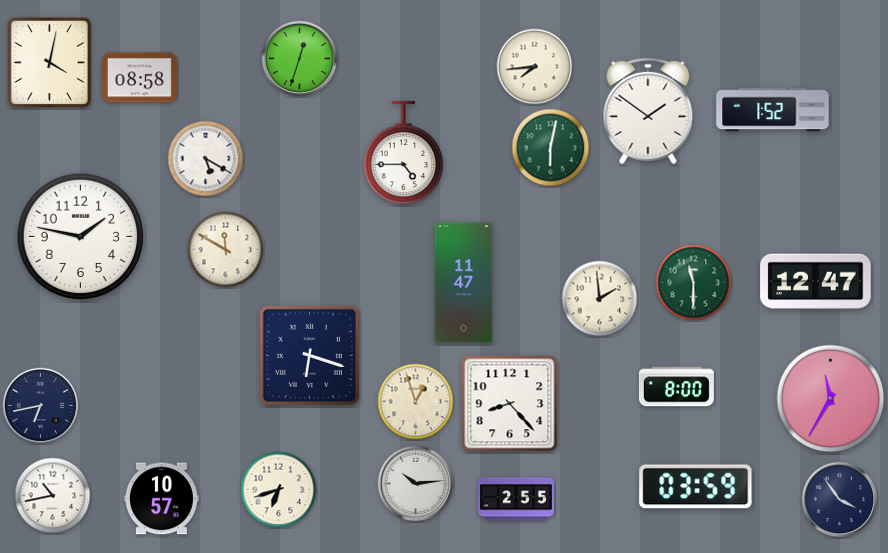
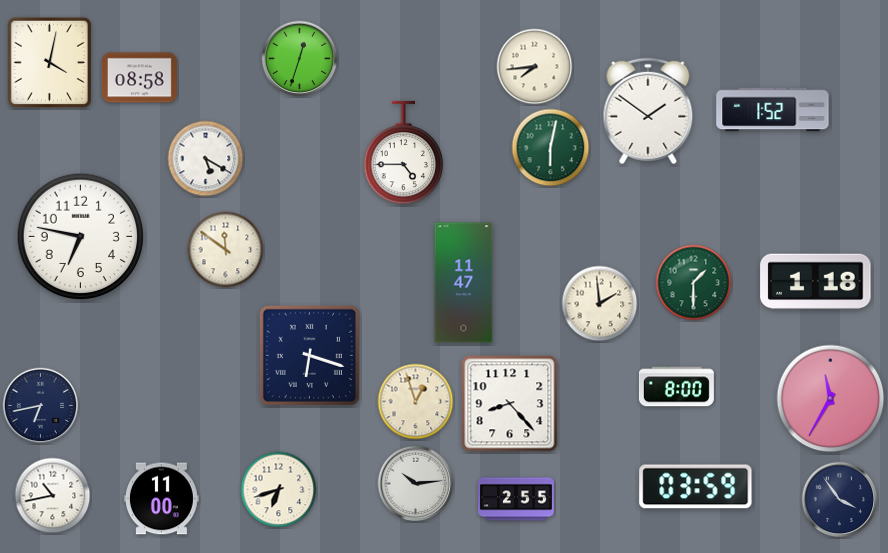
clock at (81, 237): 1:47 -> 6:47
clock at (226, 250): 11:50 -> 11:51
clock at (816, 282): 12:47 -> 1:18
clock at (694, 283): 11:30 -> 1:30
clock at (600, 299) position: (600, 299) -> (600, 304)
clock at (161, 499): 10:57 -> 11:00
